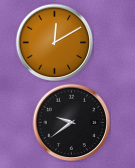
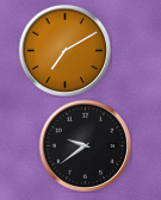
clock at (54, 42): 12:10 -> 7:10
